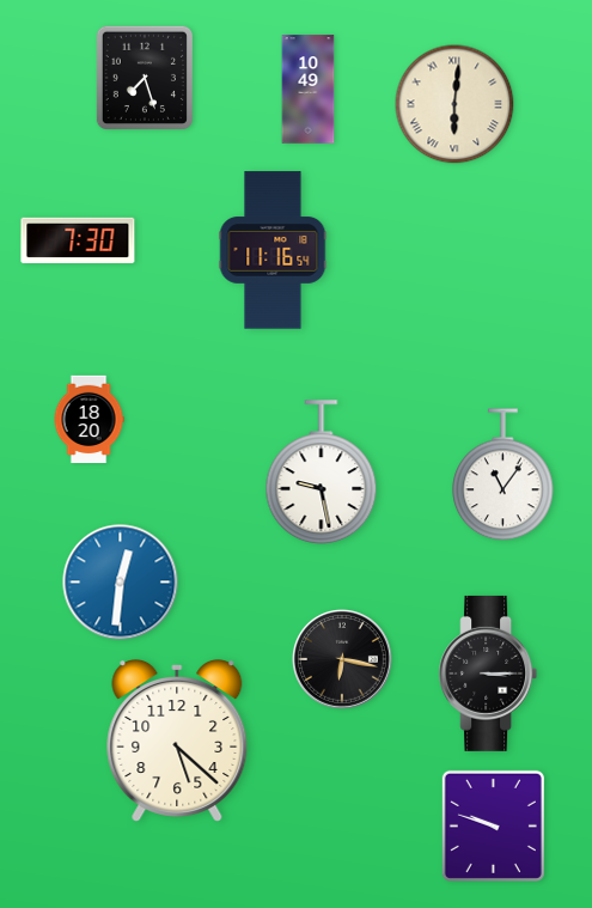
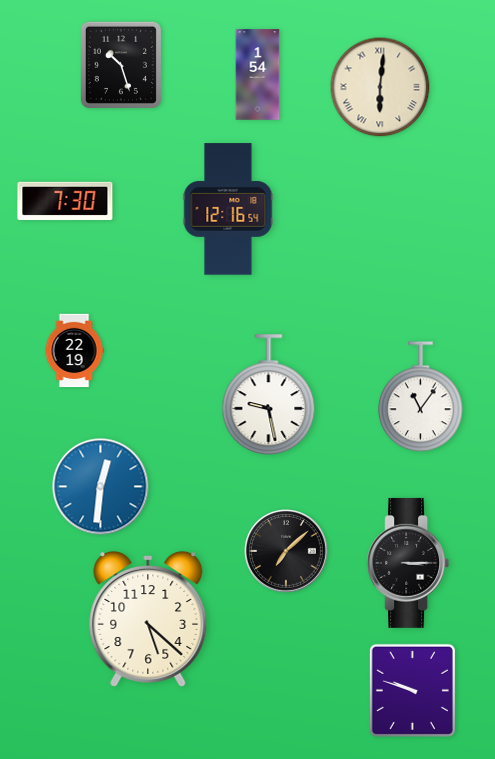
clock at (145, 78): 7:27 -> 10:27
clock at (309, 90): 10:49 -> 1:54
clock at (273, 250): 11:16 -> 12:16
clock at (89, 420): 18:20 -> 22:19
clock at (343, 660): 6:17 -> 7:08
